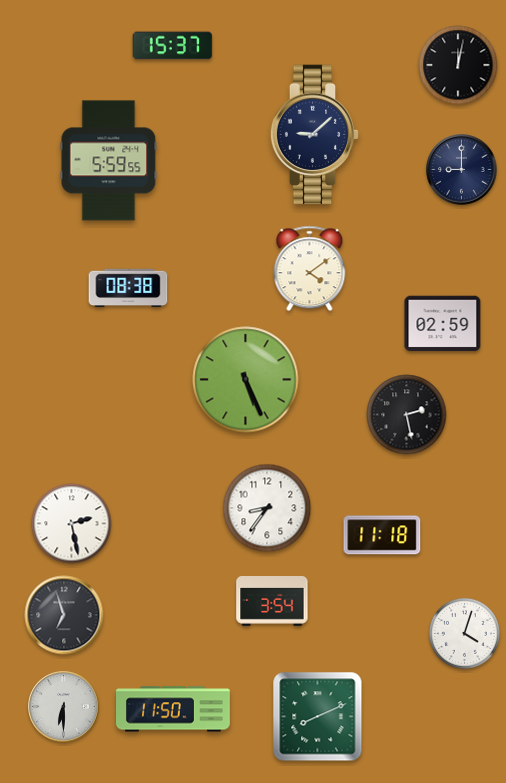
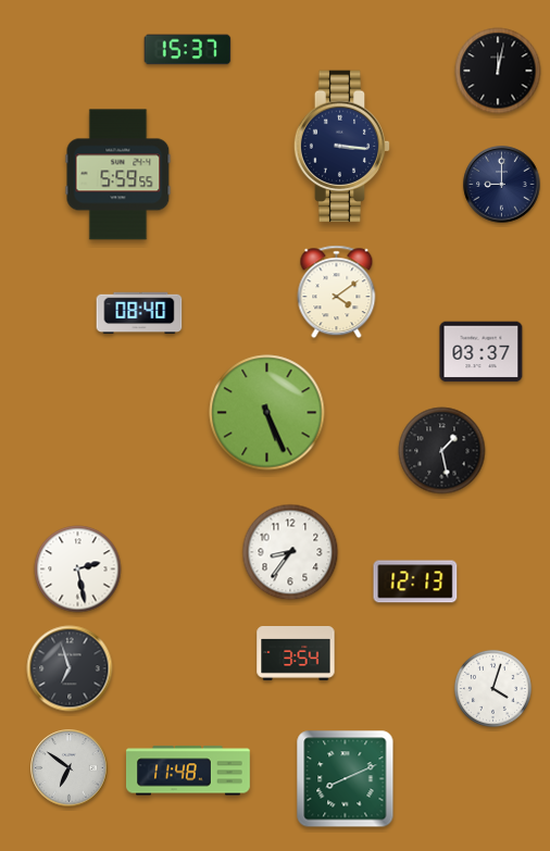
clock at (315, 135): 9:08 -> 3:16
clock at (128, 288): 08:38 -> 08:40
clock at (443, 324): 02:59 -> 03:37
clock at (407, 415): 2:28 -> 1:28
clock at (382, 535): 11:18 -> 12:13
clock at (464, 633) position: (464, 633) -> (492, 688)
clock at (64, 707): 6:30 -> 6:51
clock at (174, 709): 11:50 -> 11:48
